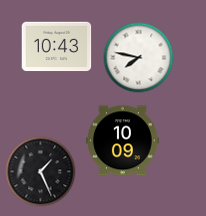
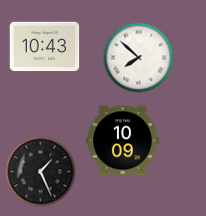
clock at (57, 47) position: (57, 47) -> (45, 47)
clock at (139, 58): 7:47 -> 7:52
